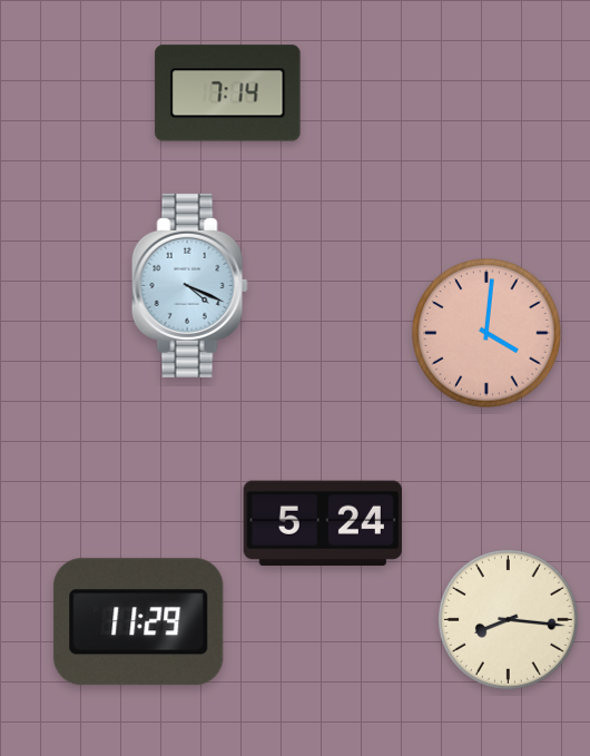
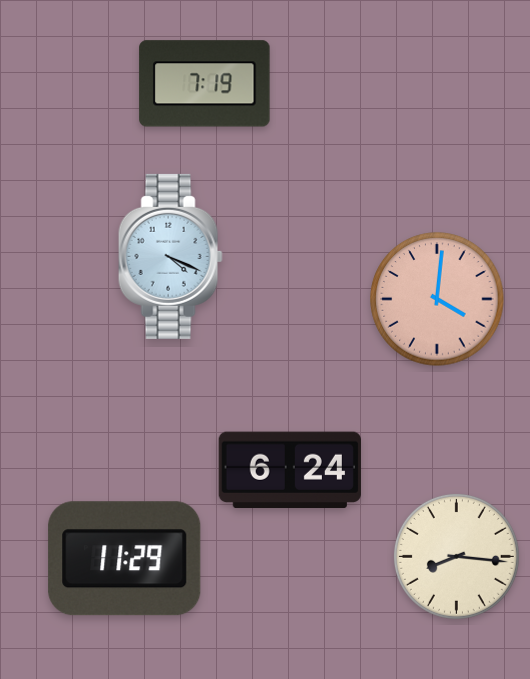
clock at (228, 94): 7:14 -> 7:19
clock at (323, 523): 5:24 -> 6:24
